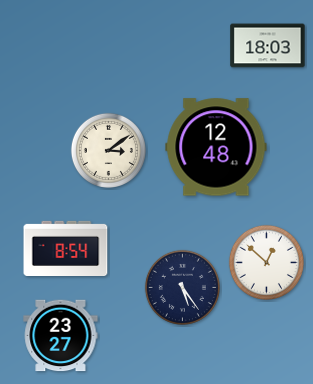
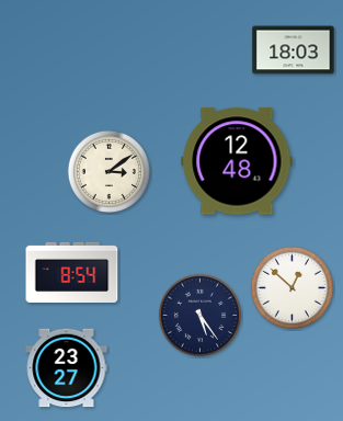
clock at (108, 150) position: (108, 150) -> (108, 171)
